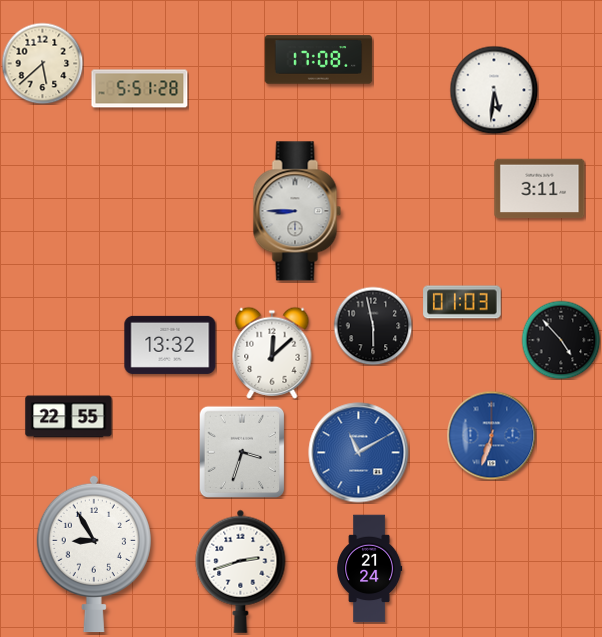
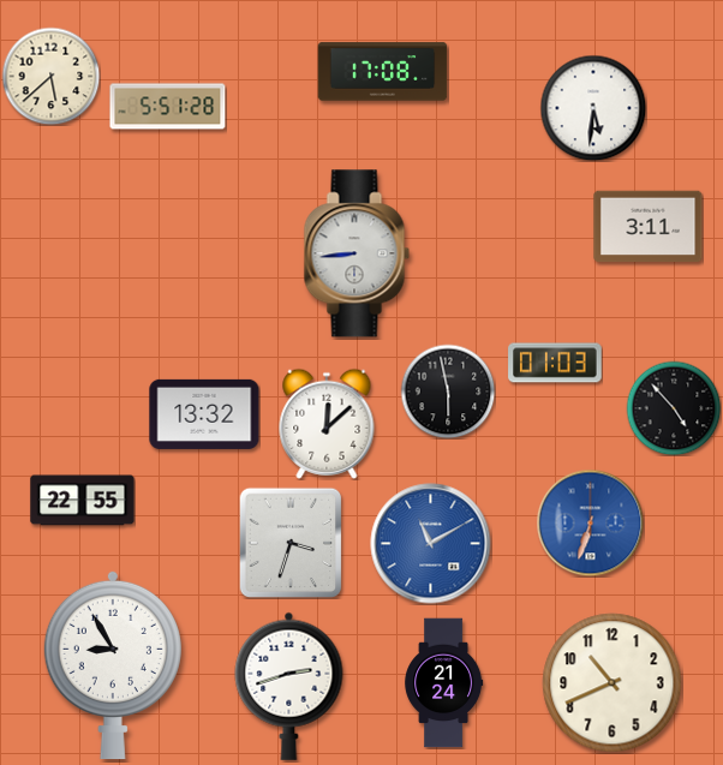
clock at (297, 211): 8:45 -> 8:44
clock at (613, 683): none -> 10:41
